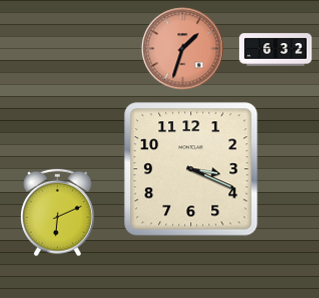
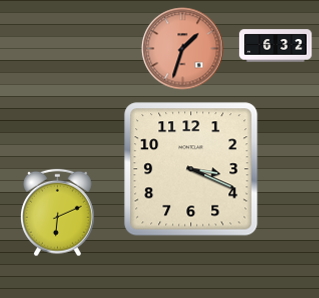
clock at (276, 50) position: (276, 50) -> (276, 46)
